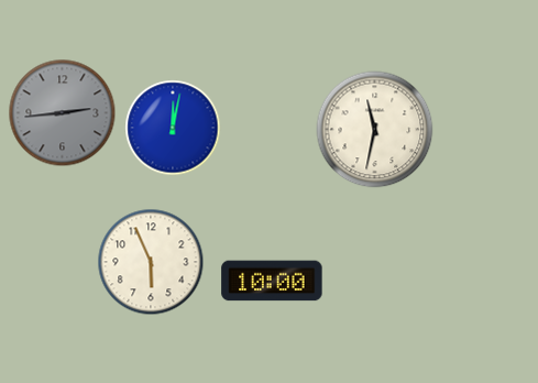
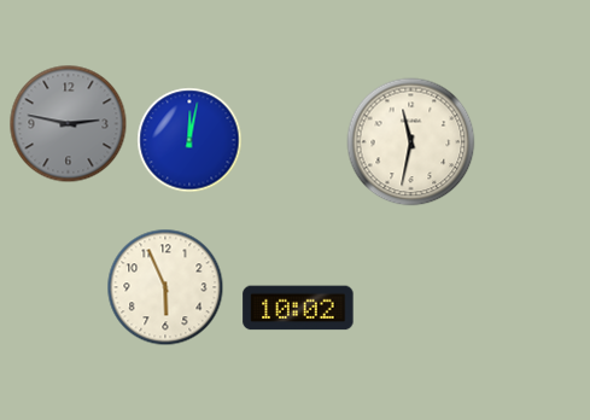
clock at (63, 113): 2:44 -> 2:47
clock at (272, 281): 10:00 -> 10:02
